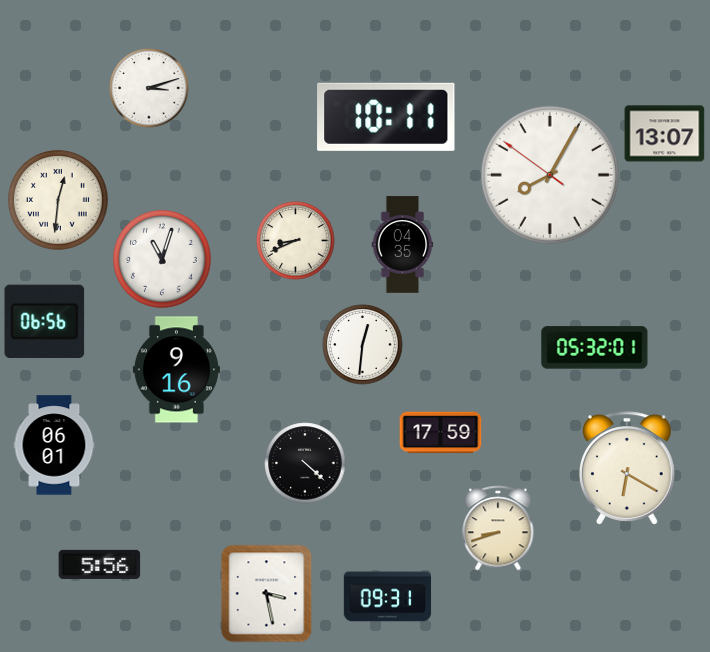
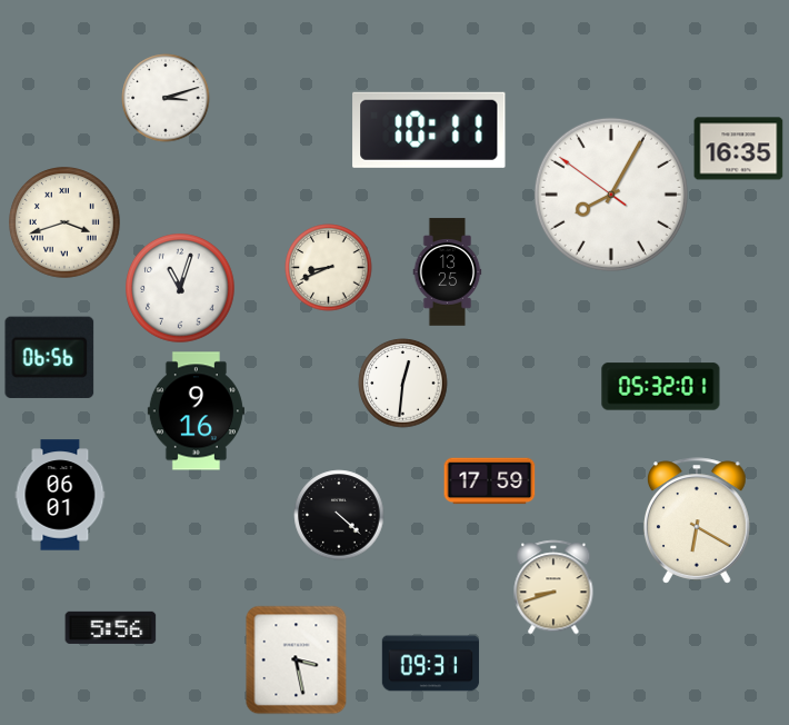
clock at (665, 134): 13:07 -> 16:35
clock at (58, 200): 12:31 -> 3:42
clock at (403, 245): 04:35 -> 13:25
